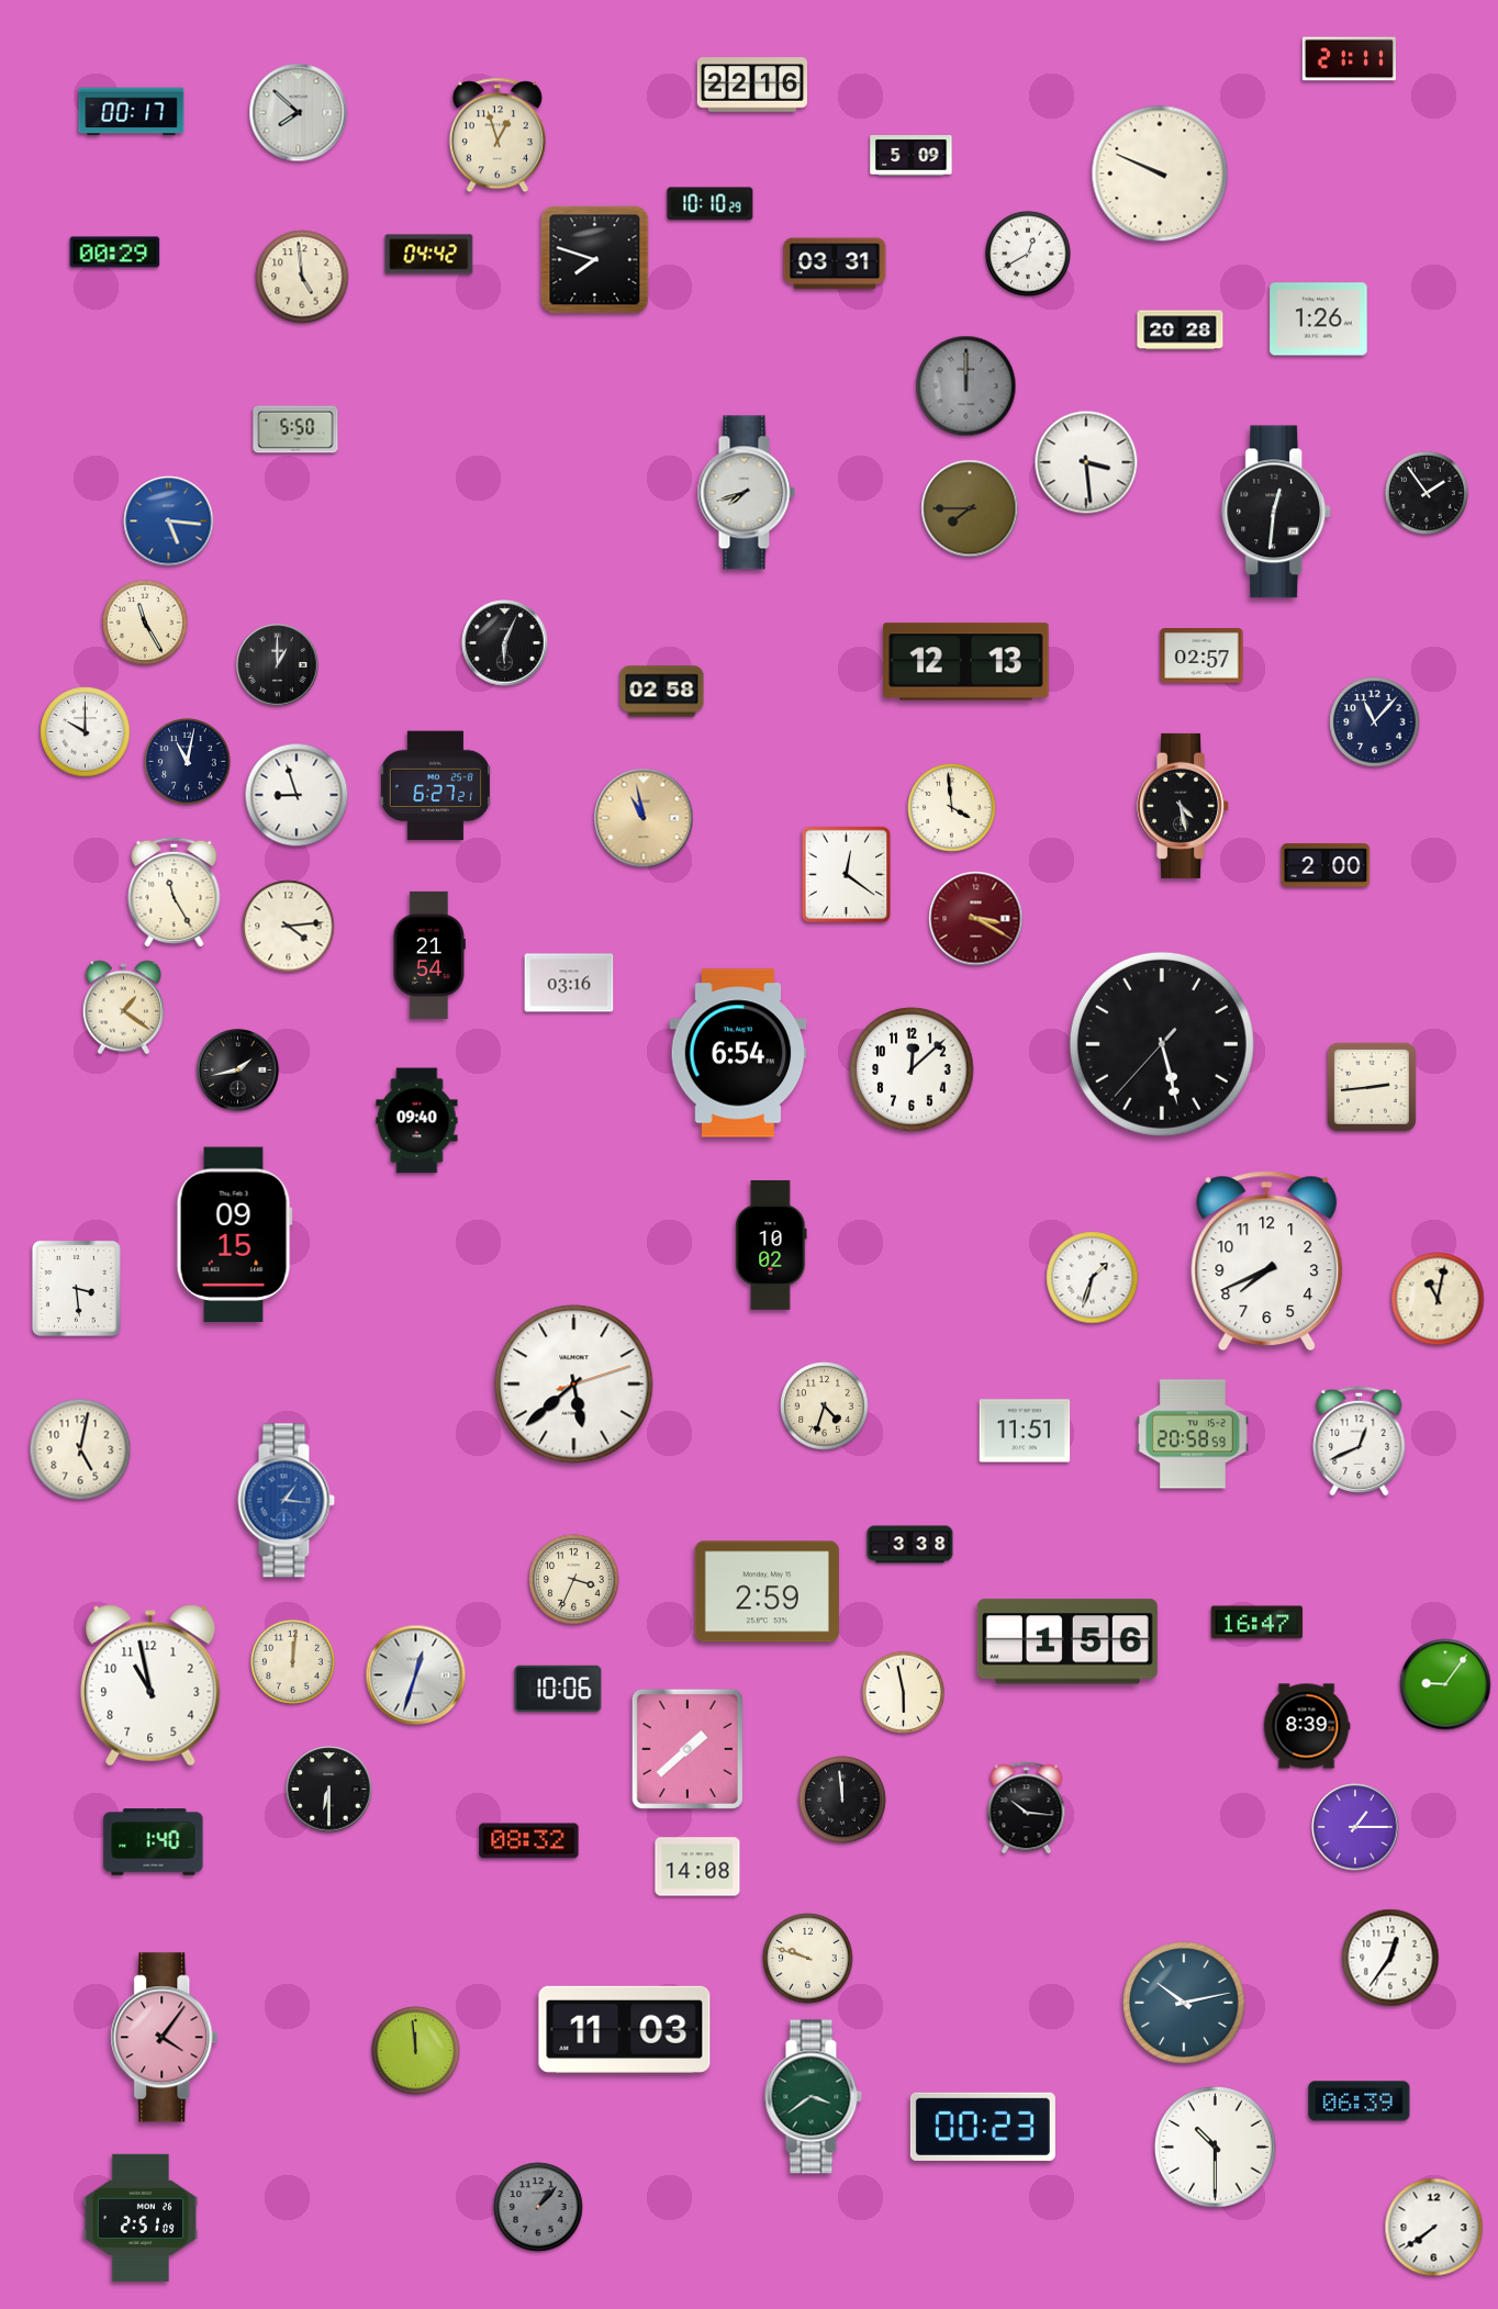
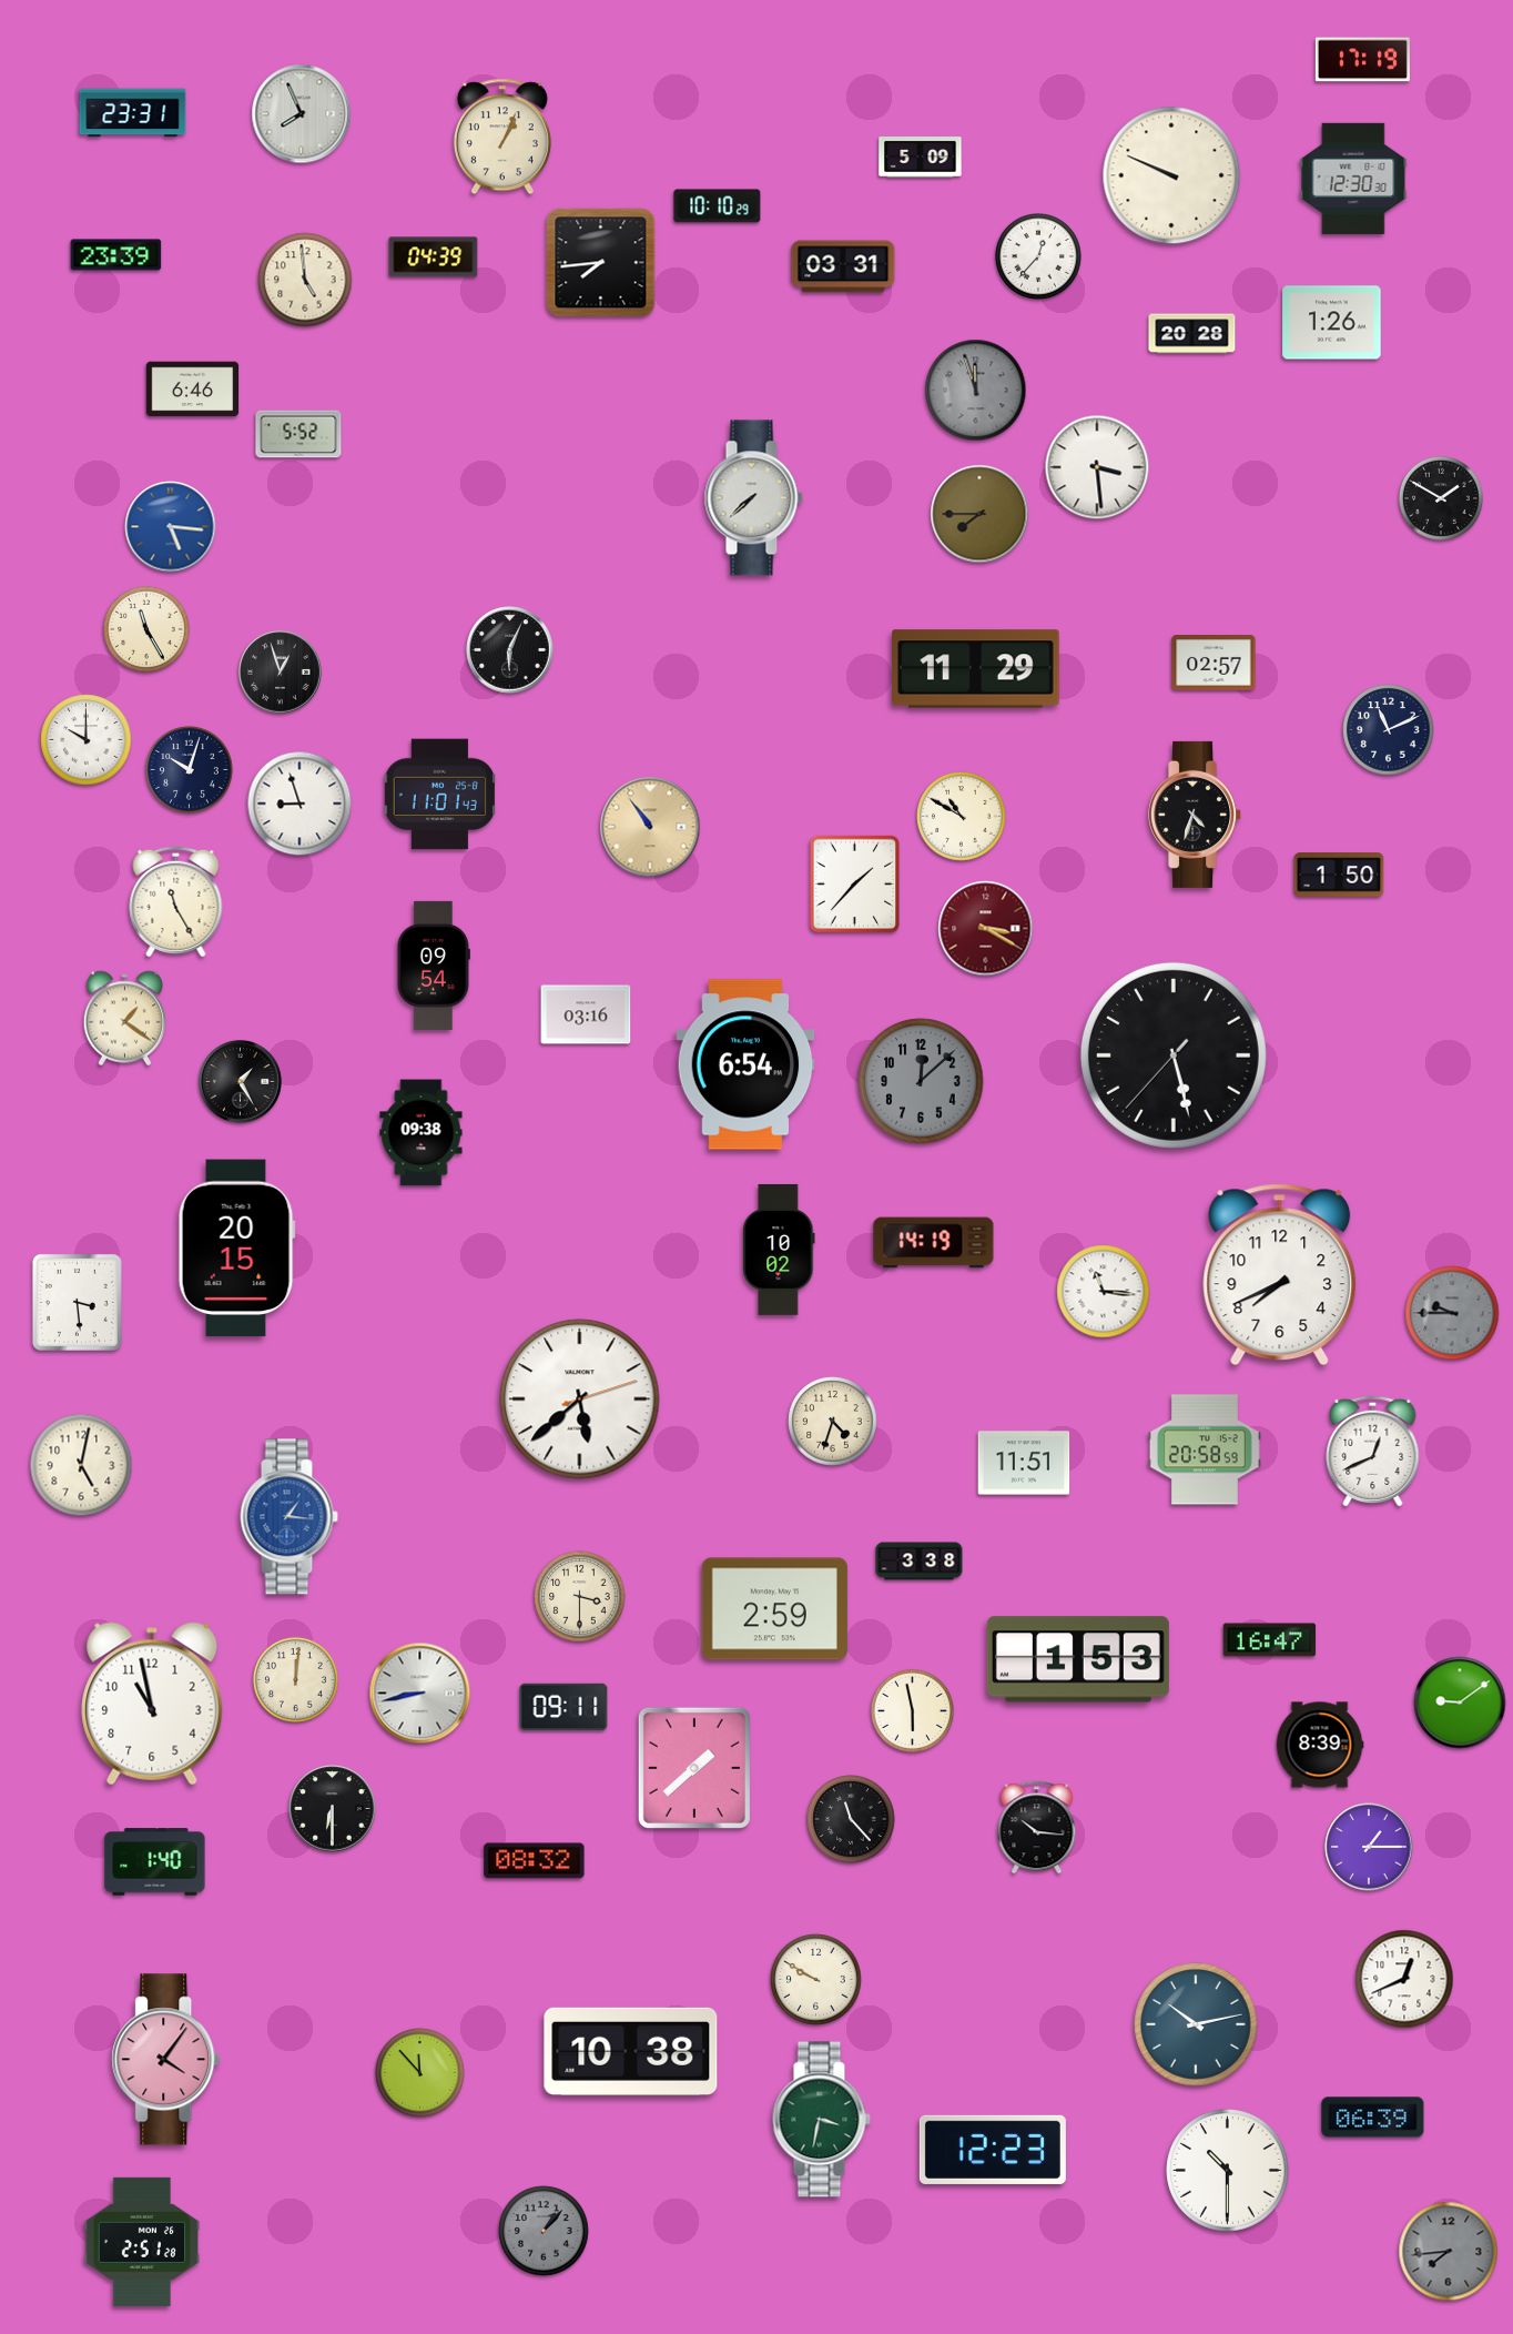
clock at (1349, 59): 21:11 -> 17:19
clock at (752, 85): 22:16 -> none
clock at (132, 112): 00:17 -> 23:31
clock at (299, 113): 7:52 -> 7:56
clock at (498, 135): 12:57 -> 1:04
clock at (1353, 179): none -> 12:30
clock at (115, 253): 00:29 -> 23:39
clock at (1028, 254): 12:40 -> 12:37
clock at (429, 255): 04:42 -> 04:39
clock at (595, 260): 7:48 -> 7:44
clock at (193, 390): none -> 6:46
clock at (966, 386): 12:00 -> 11:57
clock at (295, 429): 5:50 -> 5:52
clock at (746, 493): 7:42 -> 7:38
clock at (1427, 493): 1:54 -> 1:50
clock at (1277, 512): 12:31 -> none
clock at (966, 662): 12:13 -> 11:29
clock at (278, 665): 1:00 -> 12:57
clock at (662, 692): 02:58 -> none
clock at (1375, 722): 11:07 -> 11:11
clock at (188, 762): 11:02 -> 10:03
clock at (435, 786): 6:27 -> 11:01
clock at (1184, 806): 4:28 -> 4:33
clock at (952, 808): 3:59 -> 10:50
clock at (644, 818): 10:58 -> 10:54
clock at (1326, 865): 2:00 -> 1:50
clock at (847, 875): 12:21 -> 1:37
clock at (289, 927): 4:14 -> none
clock at (429, 955): 21:54 -> 09:54
clock at (569, 983) position: (569, 983) -> (586, 1014)
clock at (912, 1069) dial: white -> grey
clock at (238, 1071): 1:43 -> 1:25
clock at (1372, 1087): 2:44 -> none
clock at (417, 1121): 09:40 -> 09:38
clock at (934, 1243): none -> 14:19
clock at (234, 1235): 09:15 -> 20:15
clock at (771, 1245) position: (771, 1245) -> (779, 1250)
clock at (1093, 1278): 1:33 -> 11:16
clock at (1438, 1299): 11:02 -> 9:45
clock at (1438, 1299) dial: cream -> grey
clock at (1025, 1431) position: (1025, 1431) -> (1024, 1463)
clock at (1360, 1441) position: (1360, 1441) -> (1373, 1451)
clock at (574, 1580): 3:34 -> 3:30
clock at (1067, 1641): 1:56 -> 1:53
clock at (416, 1675): 12:33 -> 8:43
clock at (1445, 1684): 9:06 -> 9:09
clock at (558, 1689): 10:06 -> 09:11
clock at (842, 1800): 11:59 -> 11:23
clock at (697, 1867): 14:08 -> none
clock at (1390, 1958): 12:36 -> 12:41
clock at (808, 1959): 9:48 -> 9:50
clock at (625, 2029): 11:03 -> 10:38
clock at (416, 2051): 11:59 -> 11:53
clock at (813, 2097): 3:39 -> 3:32
clock at (1360, 2101) position: (1360, 2101) -> (1373, 2118)
clock at (983, 2127): 00:23 -> 12:23
clock at (141, 2218): 2:51:09 -> 2:51:28
clock at (1434, 2228): 7:39 -> 7:44
clock at (1434, 2228) dial: white -> grey
